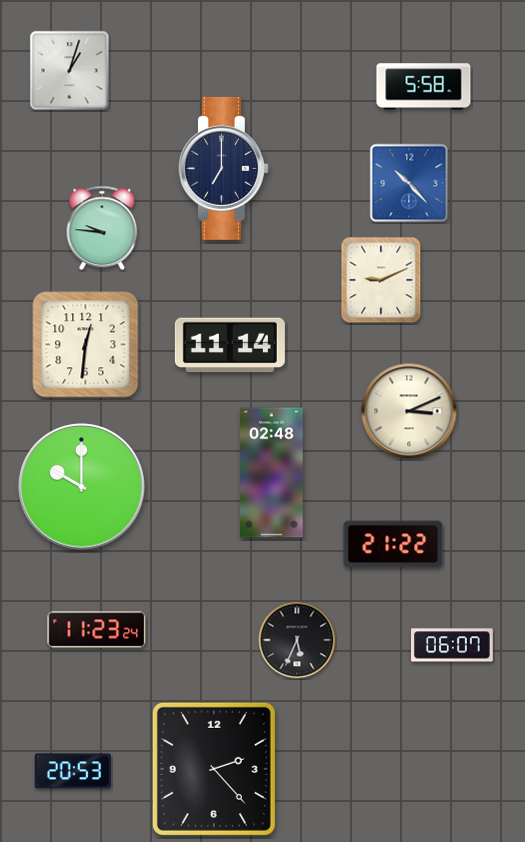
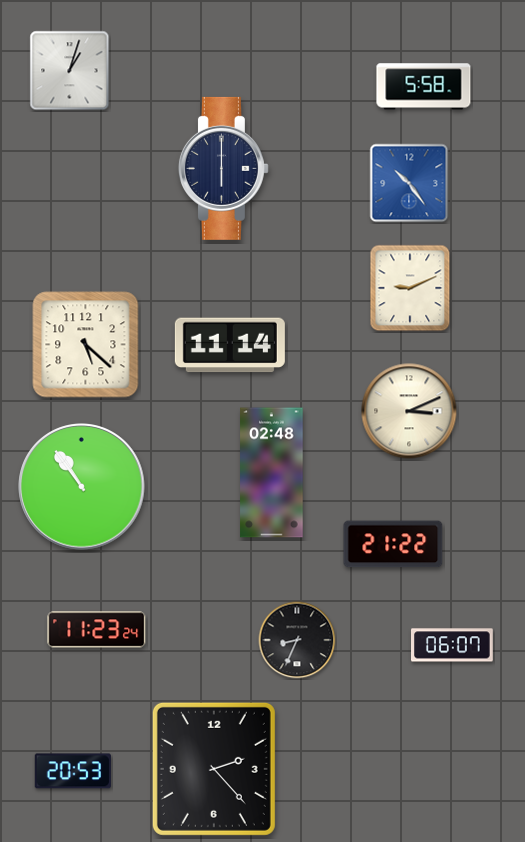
clock at (223, 168): 7:00 -> 6:00
clock at (409, 183): 10:23 -> 10:24
clock at (102, 228): 9:46 -> none
clock at (381, 280) position: (381, 280) -> (410, 288)
clock at (86, 345): 12:31 -> 5:22
clock at (82, 487): 10:00 -> 10:54
clock at (297, 640): 5:34 -> 8:34
